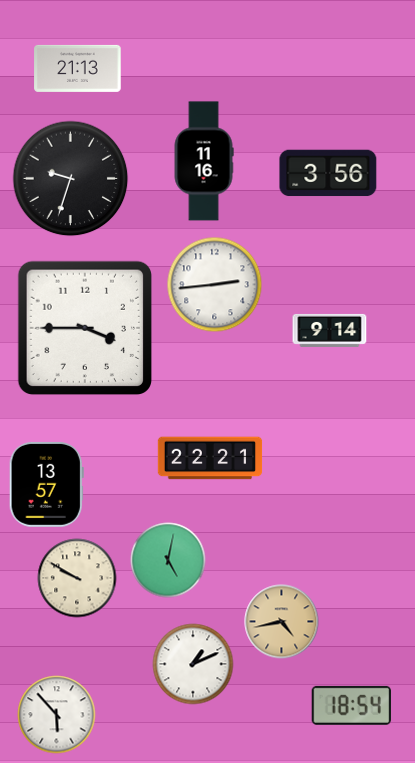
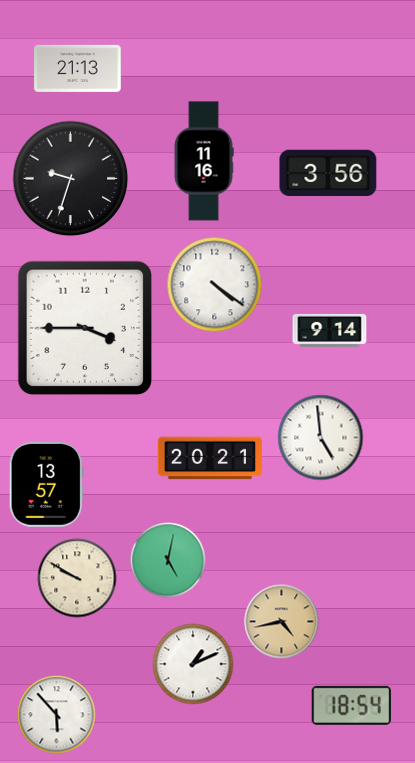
clock at (215, 285): 2:44 -> 4:21
clock at (321, 438): none -> 4:59
clock at (210, 458): 22:21 -> 20:21
